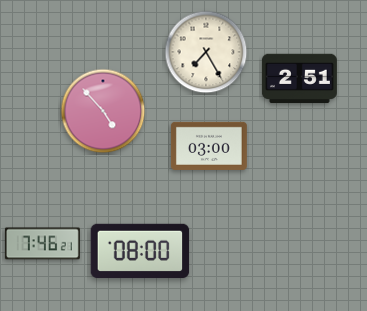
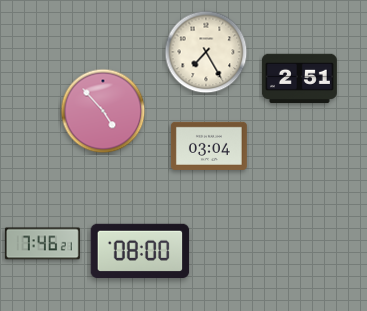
clock at (209, 146): 03:00 -> 03:04
